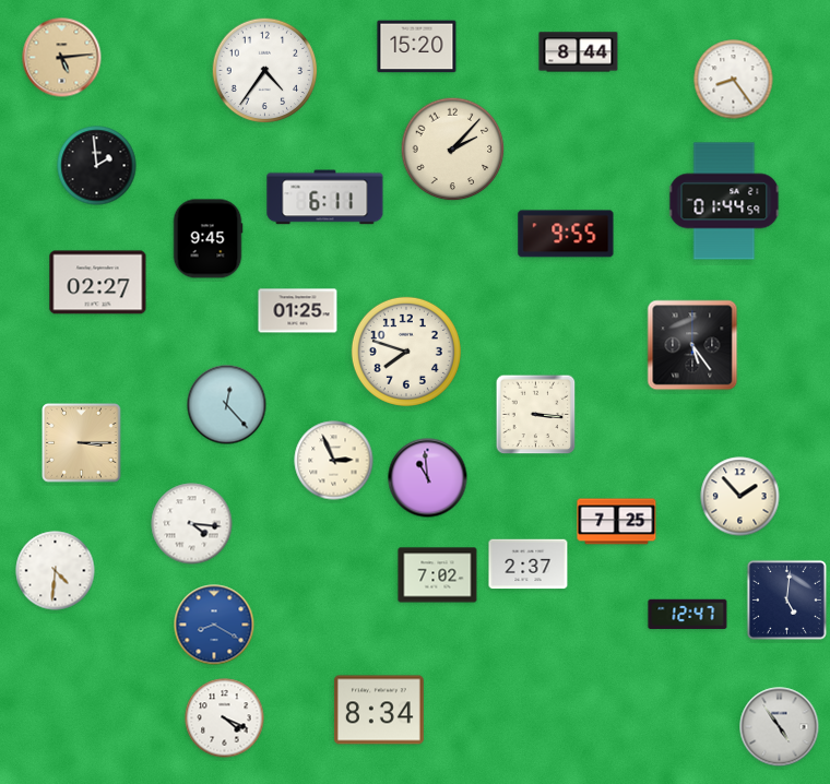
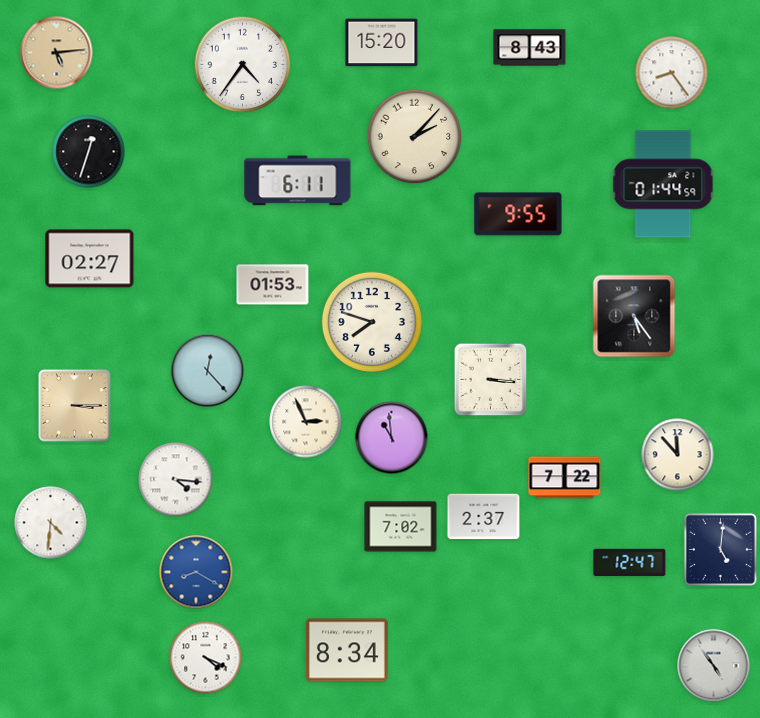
clock at (579, 52): 8:44 -> 8:43
clock at (97, 166): 1:59 -> 12:33
clock at (207, 239): 9:45 -> none
clock at (298, 311): 01:25 -> 01:53
clock at (740, 497): 1:53 -> 11:53
clock at (617, 522): 7:25 -> 7:22
